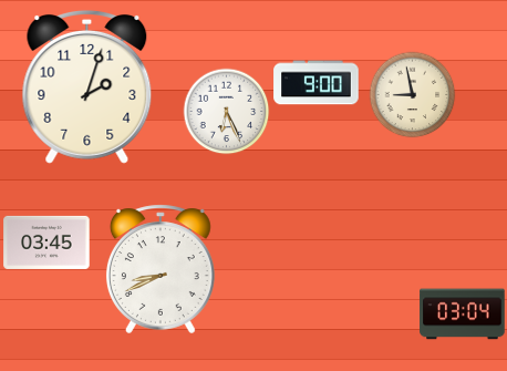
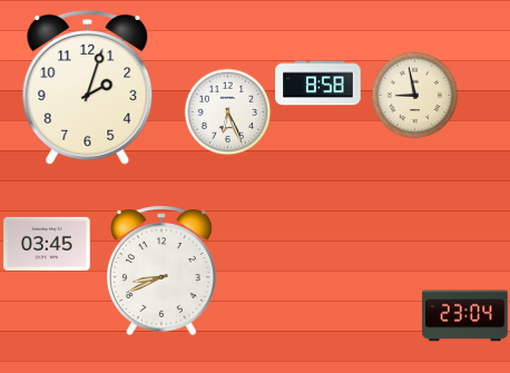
clock at (317, 83): 9:00 -> 8:58
clock at (463, 315): 03:04 -> 23:04
